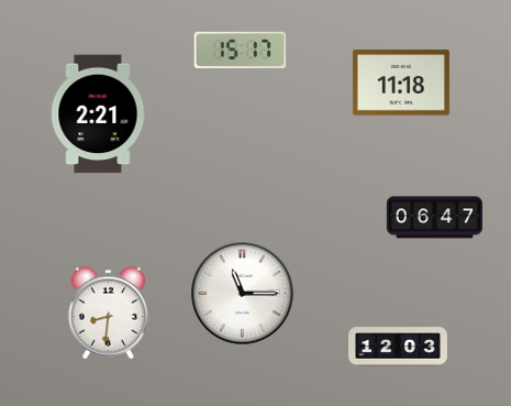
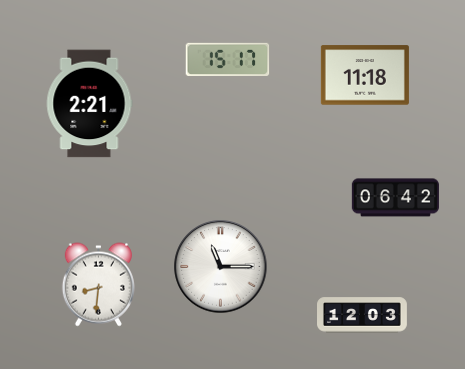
clock at (241, 50) position: (241, 50) -> (228, 59)
clock at (434, 218): 06:47 -> 06:42
